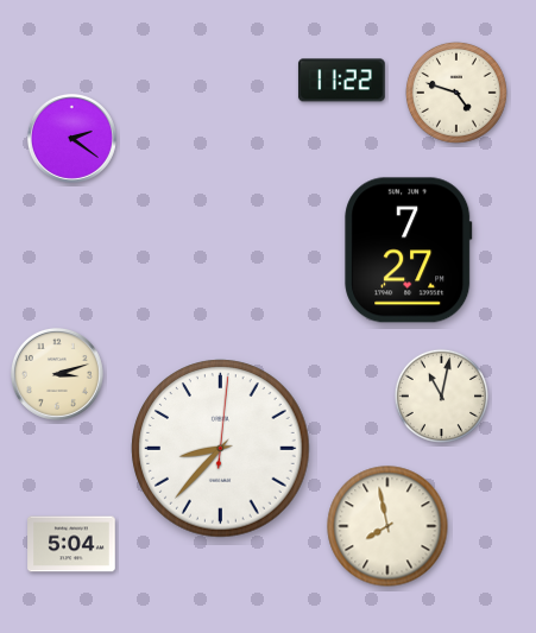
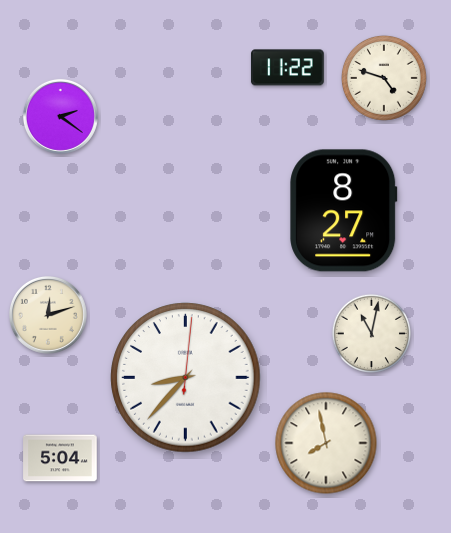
clock at (409, 251): 7:27 -> 8:27
clock at (57, 374): 3:12 -> 12:12
